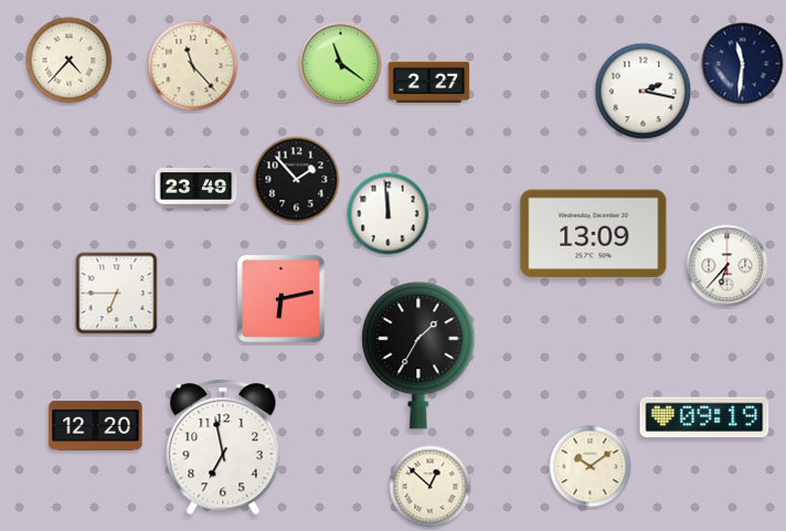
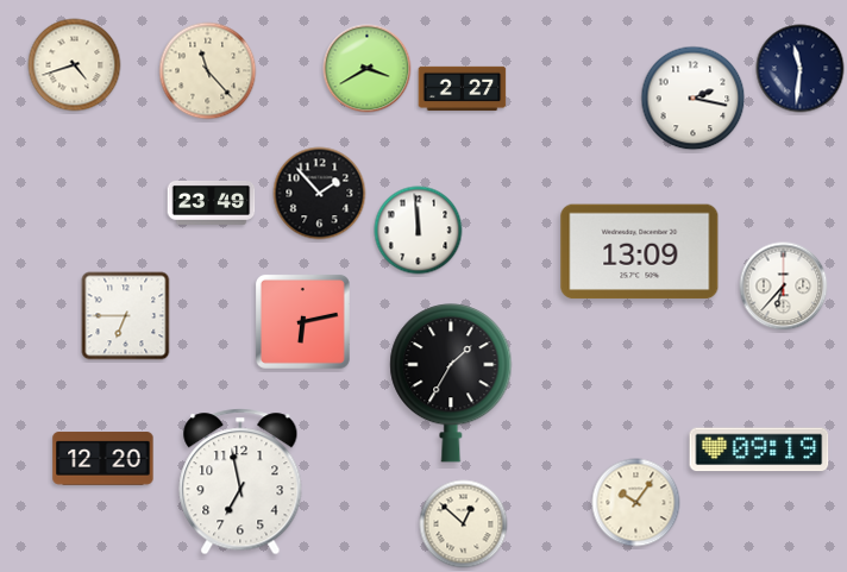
clock at (70, 61): 4:37 -> 4:42
clock at (341, 64): 11:21 -> 3:40
clock at (591, 467): 10:09 -> 10:06
